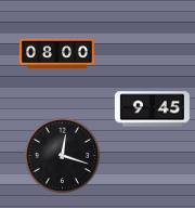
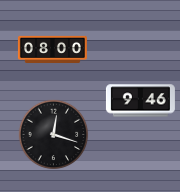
clock at (152, 109): 9:45 -> 9:46
clock at (63, 156) position: (63, 156) -> (54, 135)
